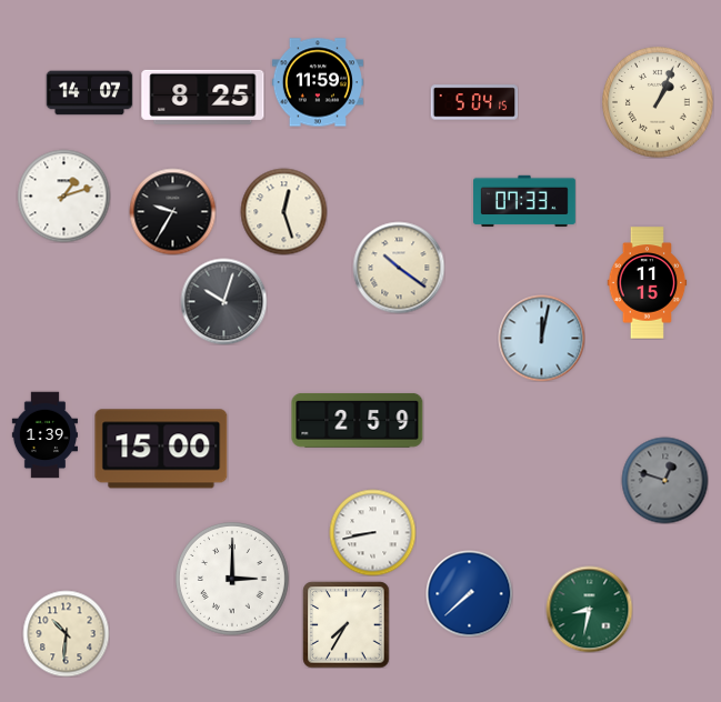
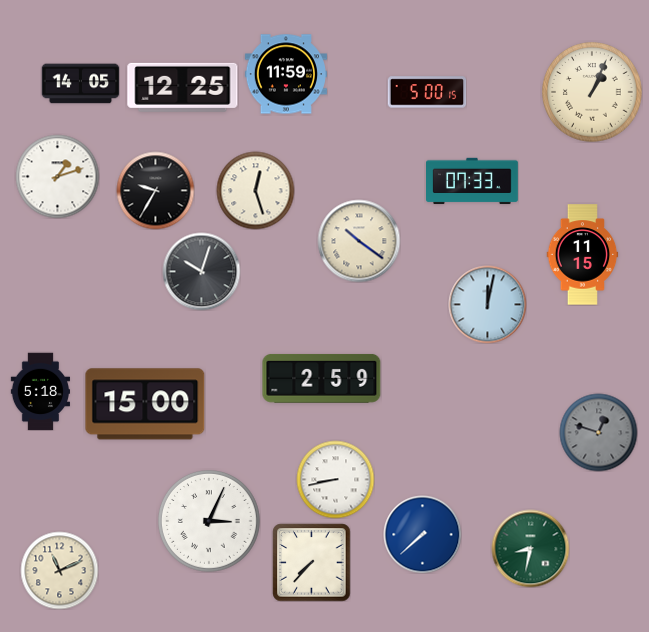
clock at (89, 93): 14:07 -> 14:05
clock at (203, 97): 8:25 -> 12:25
clock at (474, 102): 5:04 -> 5:00
clock at (44, 434): 1:39 -> 5:18
clock at (233, 580): 3:00 -> 3:04
clock at (346, 624): 7:35 -> 7:37
clock at (66, 633): 10:31 -> 11:11
